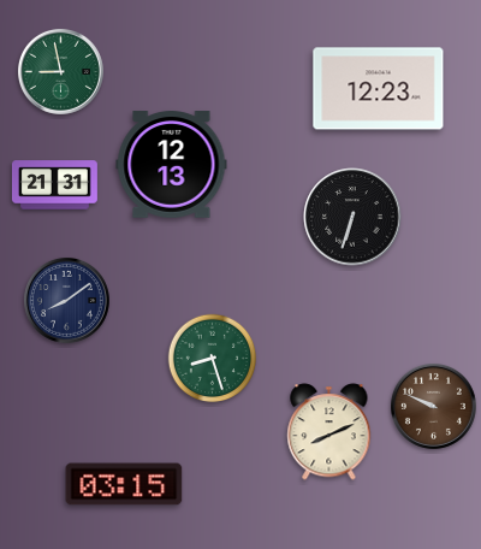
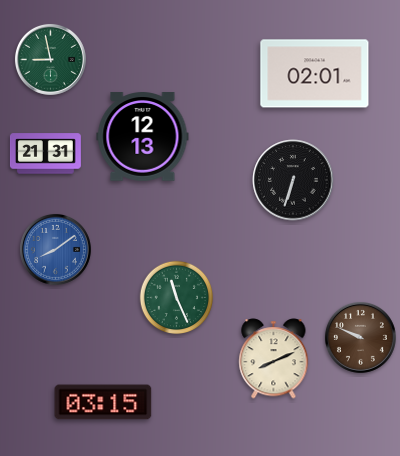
clock at (379, 89): 12:23 -> 02:01
clock at (66, 300) dial: navy -> blue
clock at (213, 359): 8:27 -> 11:26
